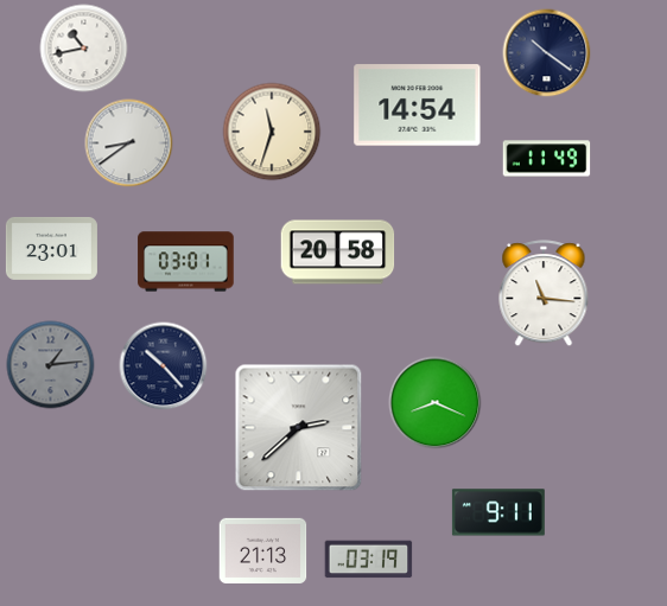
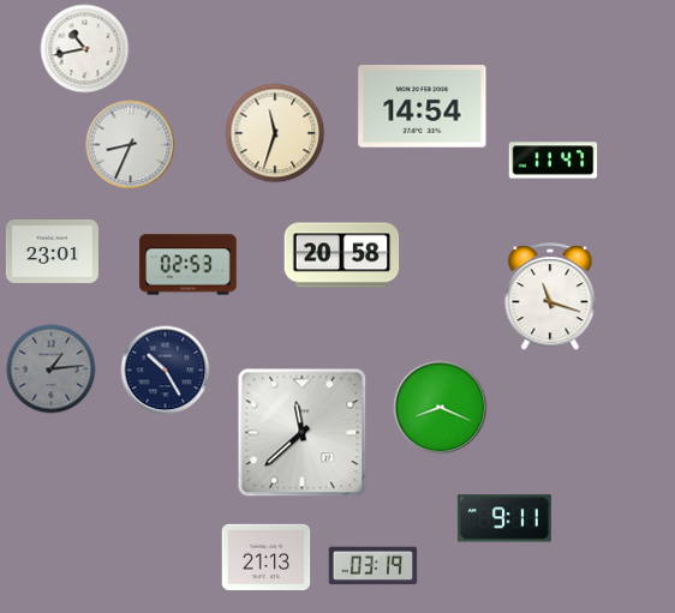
clock at (547, 53): 10:21 -> none
clock at (129, 143): 8:39 -> 8:34
clock at (547, 159): 11:49 -> 11:47
clock at (186, 262): 03:01 -> 02:53
clock at (544, 294): 11:16 -> 11:18
clock at (164, 366): 10:23 -> 10:25
clock at (299, 428): 2:38 -> 11:38
